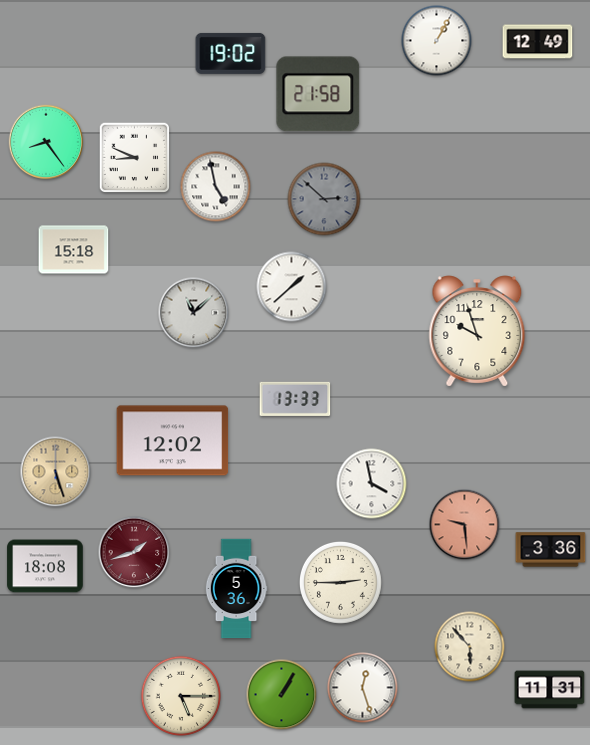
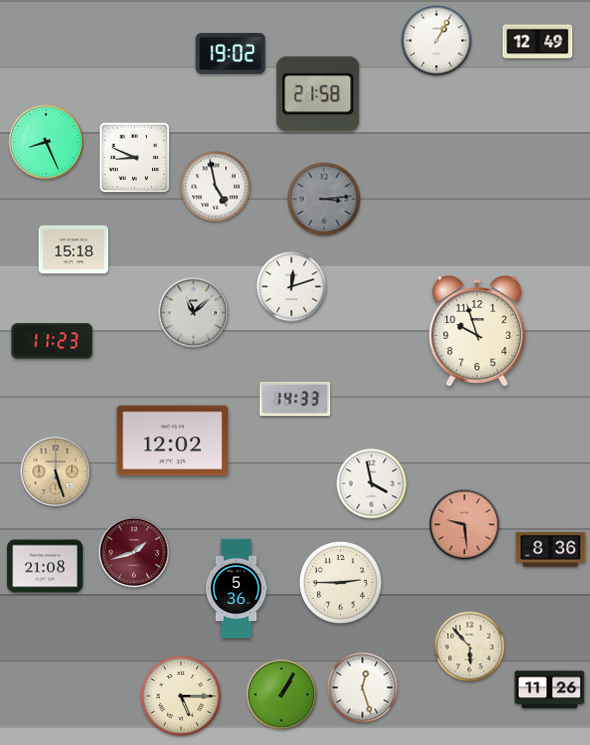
clock at (46, 142): 8:24 -> 8:26
clock at (324, 199): 2:52 -> 3:14
clock at (292, 287): 1:38 -> 12:12
clock at (52, 341): none -> 11:23
clock at (295, 399): 13:33 -> 14:33
clock at (551, 550): 3:36 -> 8:36
clock at (45, 566): 18:08 -> 21:08
clock at (550, 690): 11:31 -> 11:26
